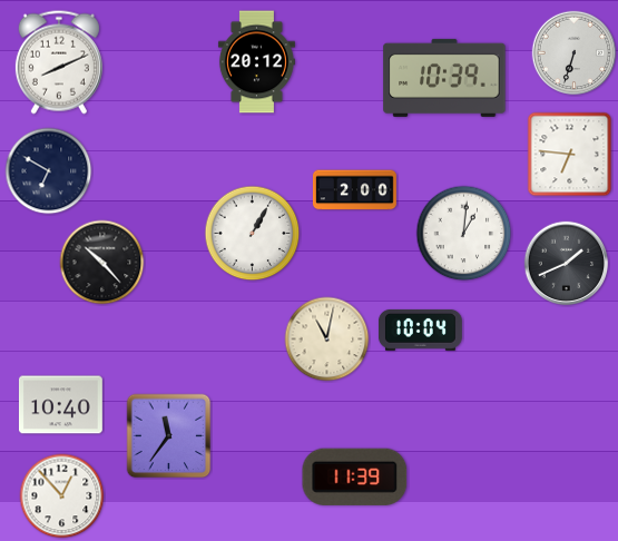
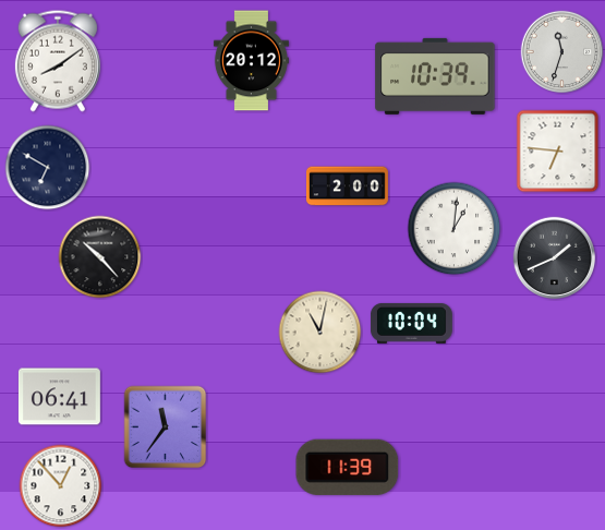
clock at (575, 53): 6:33 -> 11:33
clock at (59, 62): 8:11 -> 8:09
clock at (253, 234): 1:05 -> none
clock at (60, 405): 10:40 -> 06:41
